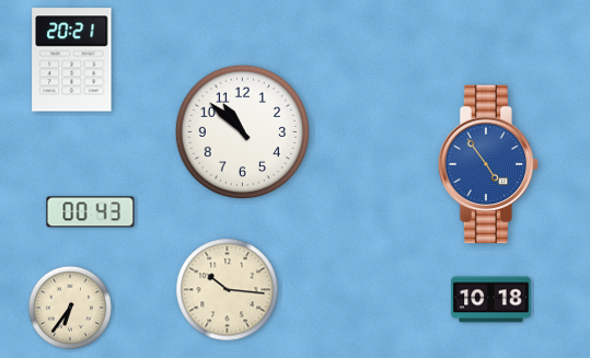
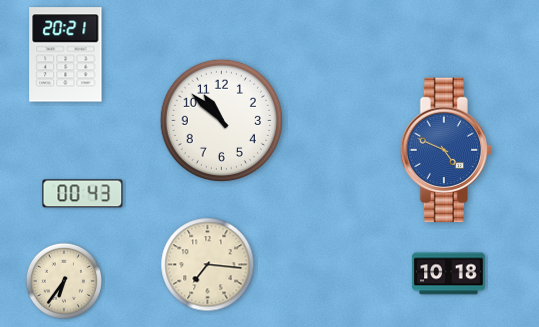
clock at (488, 164): 4:54 -> 4:49
clock at (228, 290): 10:16 -> 7:16
